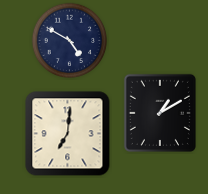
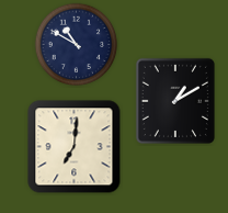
clock at (70, 41): 4:50 -> 10:50
clock at (160, 113) position: (160, 113) -> (175, 101)
